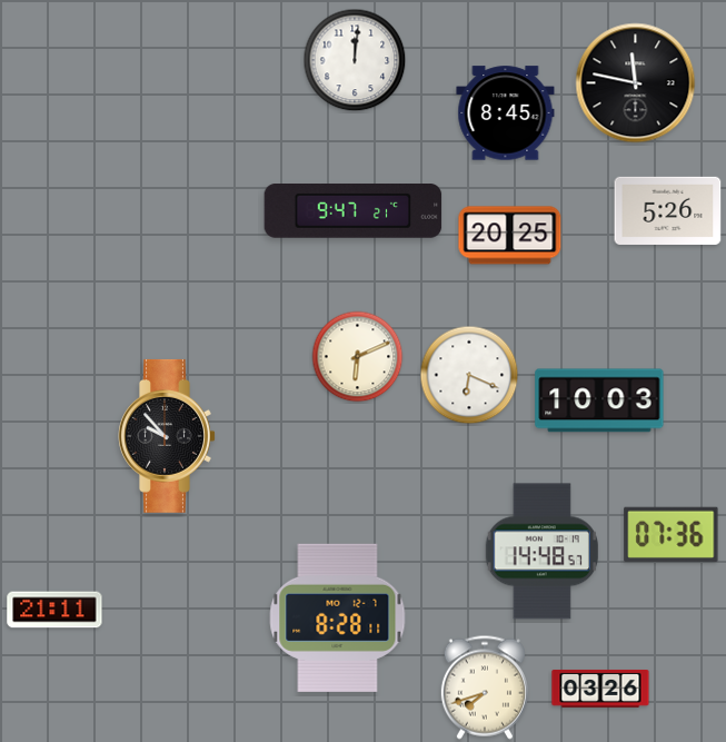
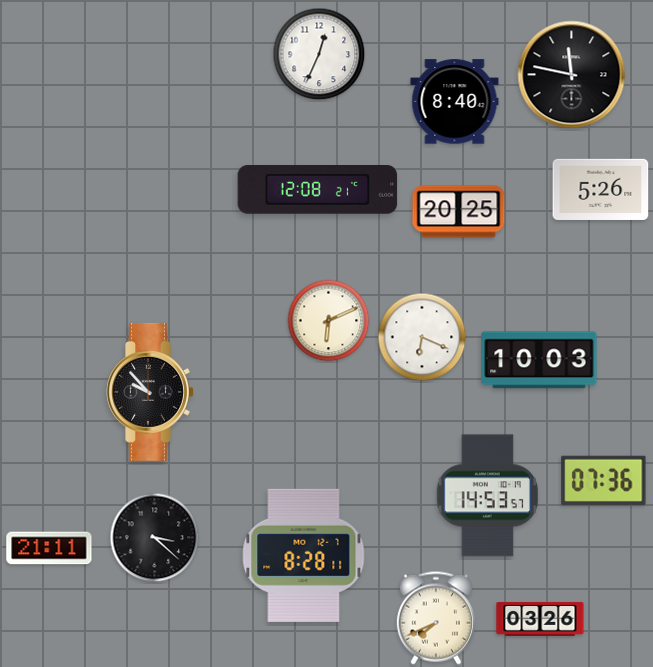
clock at (355, 60): 12:01 -> 12:34
clock at (506, 113): 8:45 -> 8:40
clock at (354, 211): 9:47 -> 12:08
clock at (358, 357) position: (358, 357) -> (329, 321)
clock at (541, 552): 14:48 -> 14:53
clock at (155, 538): none -> 3:22
clock at (485, 687): 7:42 -> 7:41
